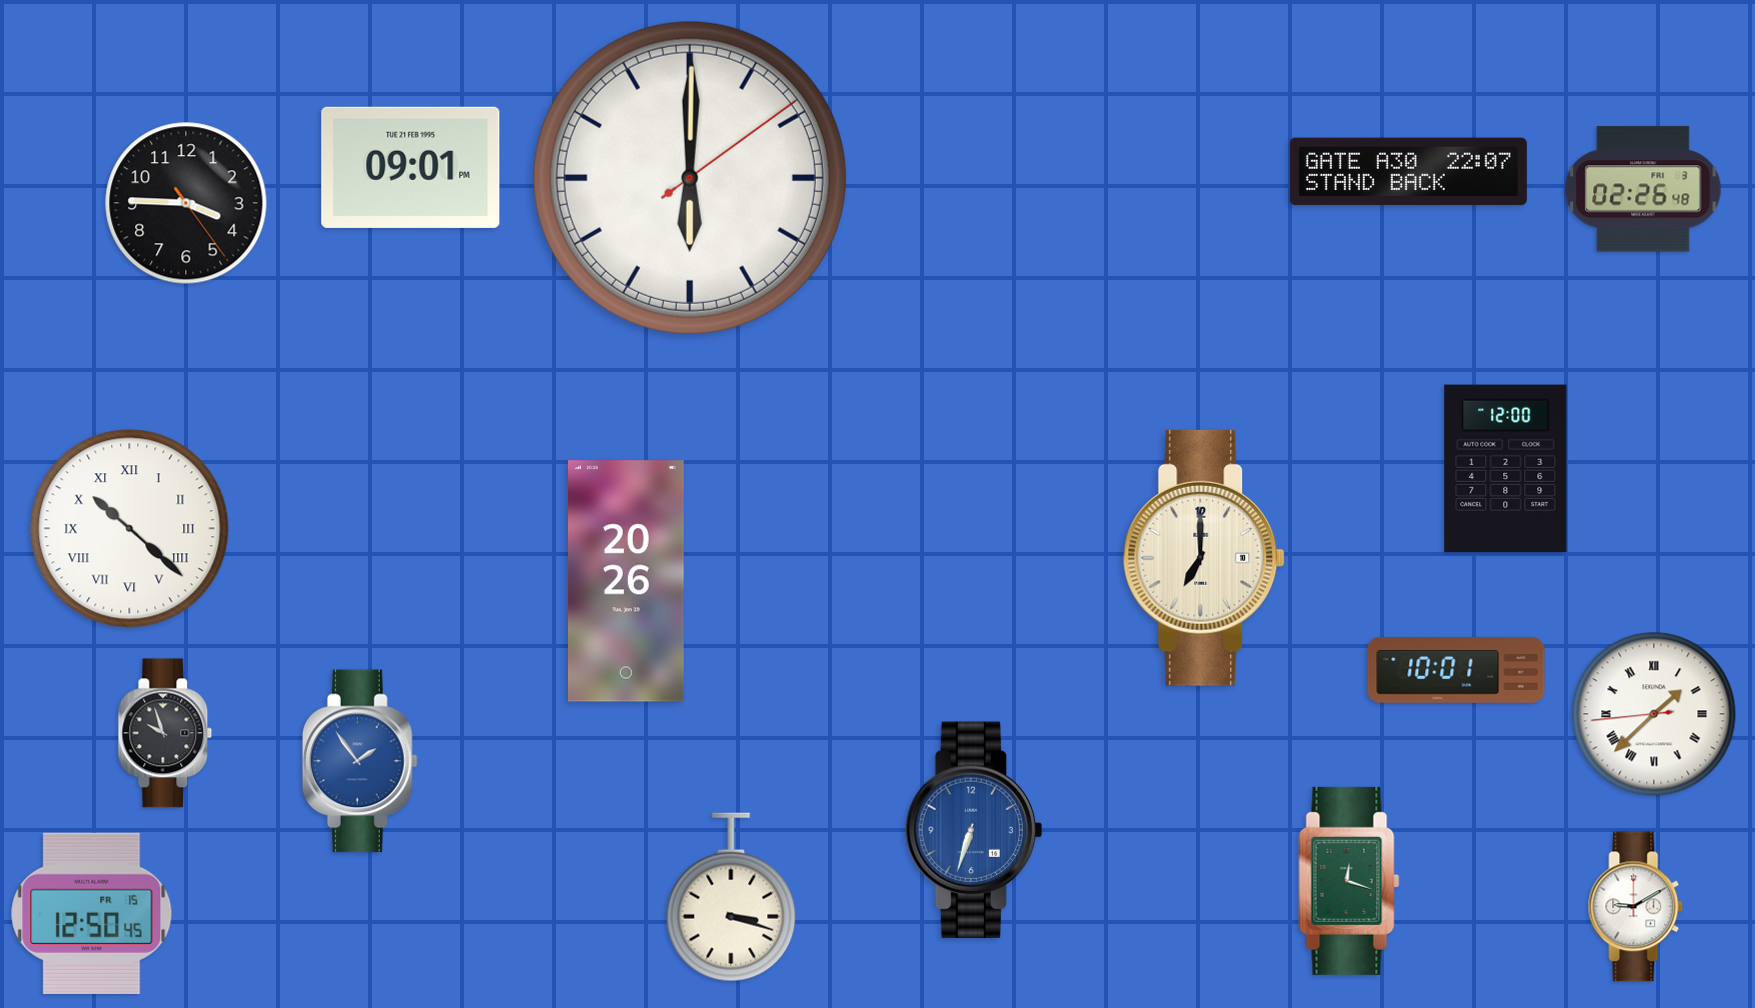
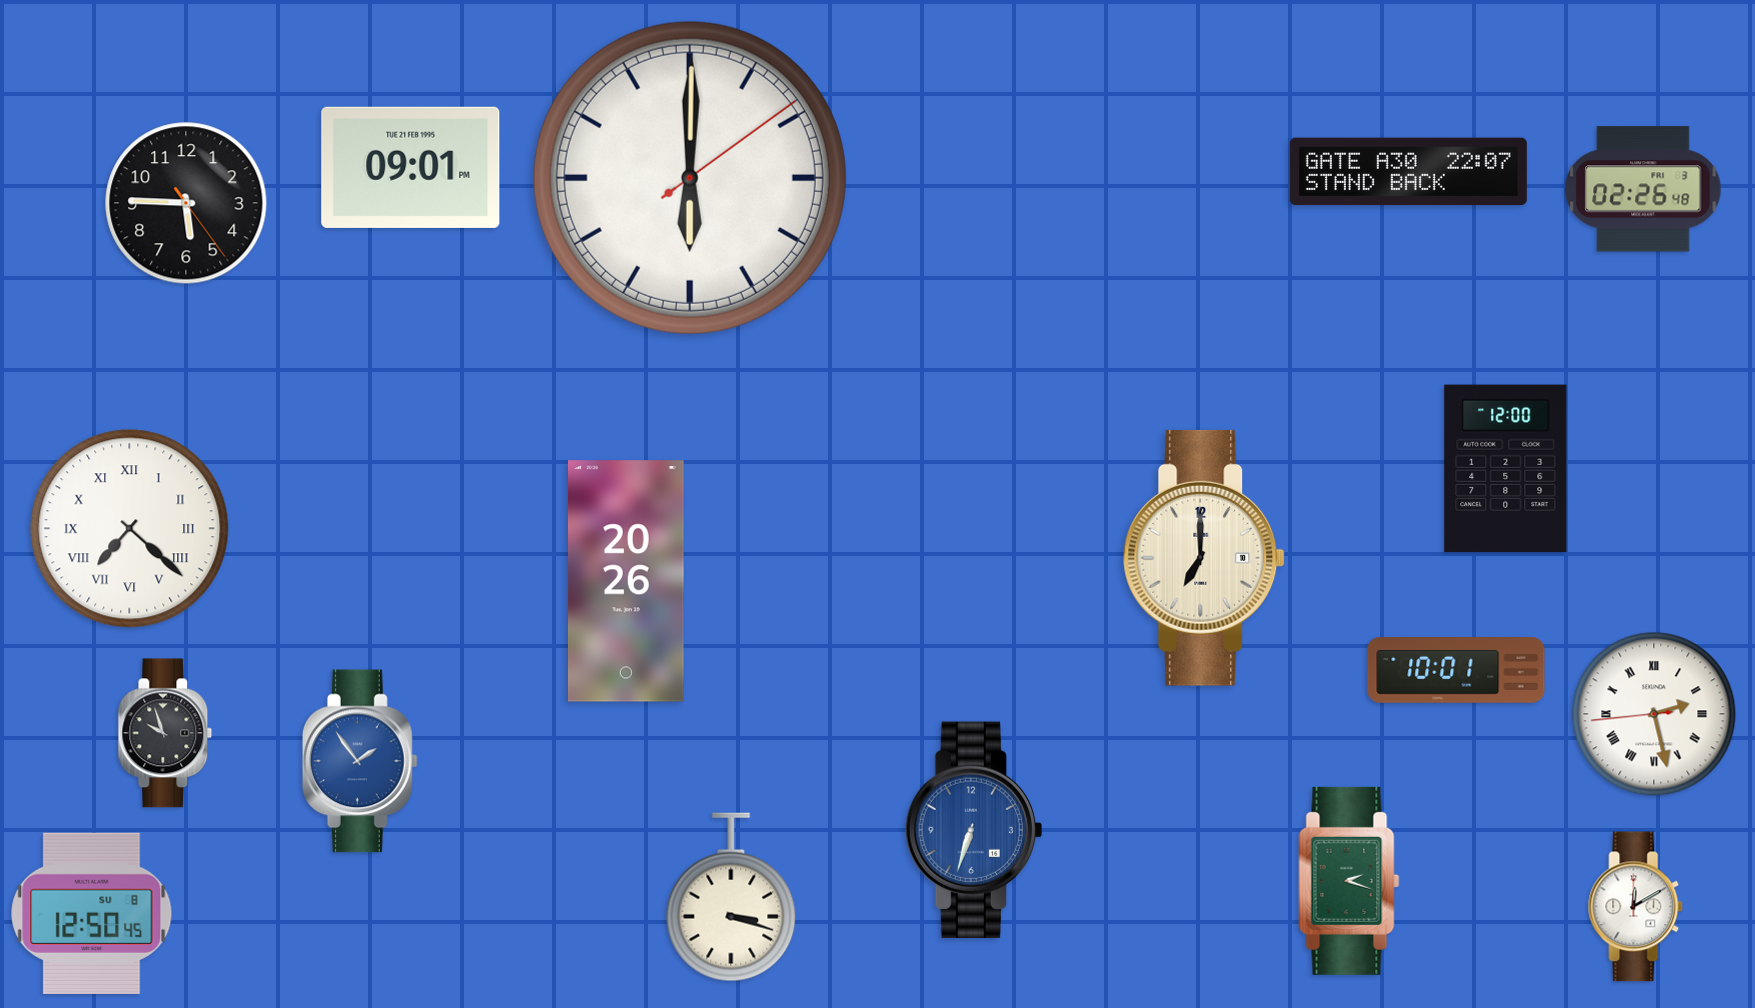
clock at (186, 203): 3:45 -> 5:45
clock at (130, 529): 10:22 -> 7:22
clock at (1654, 714): 1:37 -> 2:27
clock at (1349, 881): 12:18 -> 2:18
clock at (1636, 907): 9:10 -> 12:10
clock at (92, 913) date: FR 15 -> SU 8
